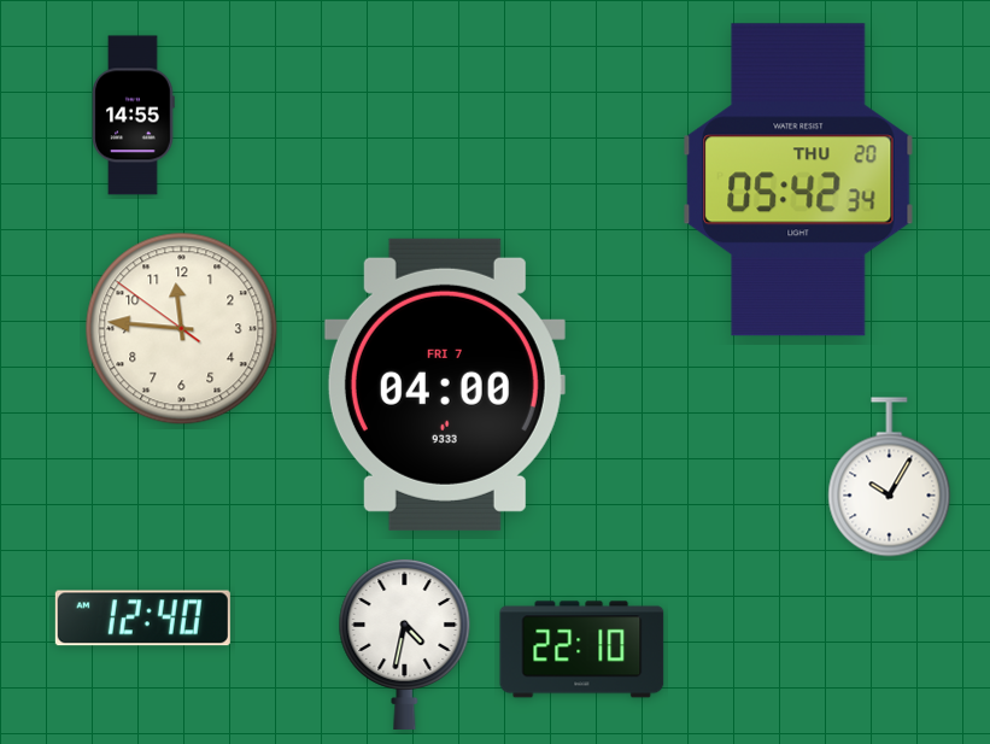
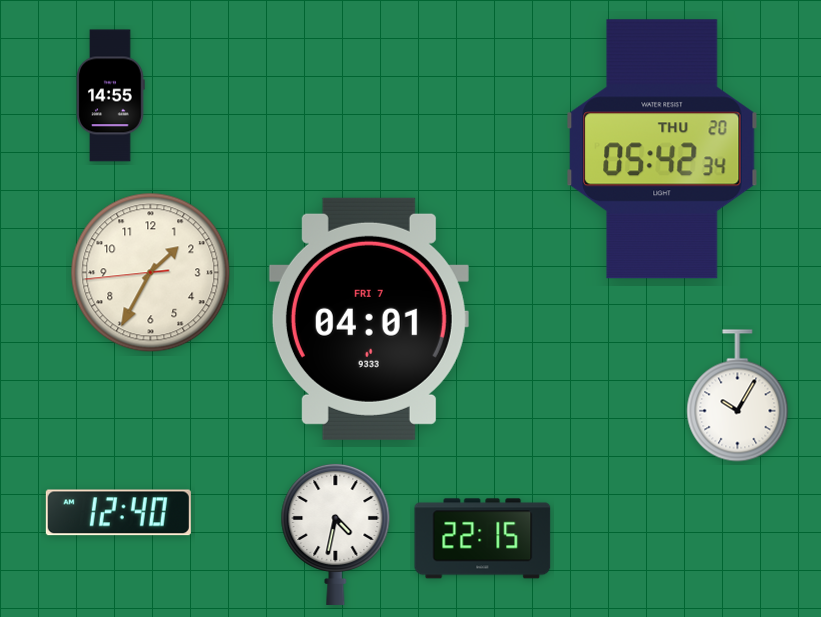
clock at (182, 329): 11:45 -> 1:34
clock at (445, 385): 04:00 -> 04:01
clock at (582, 650): 22:10 -> 22:15
